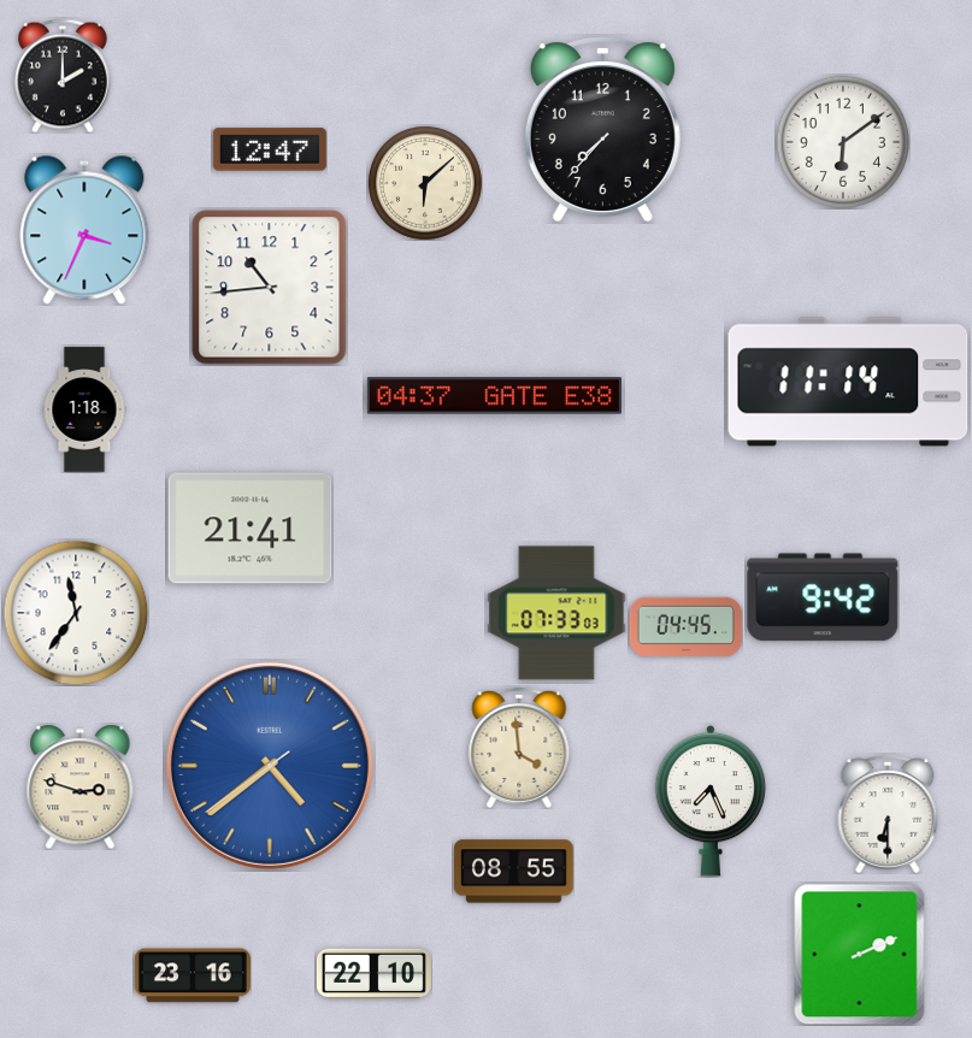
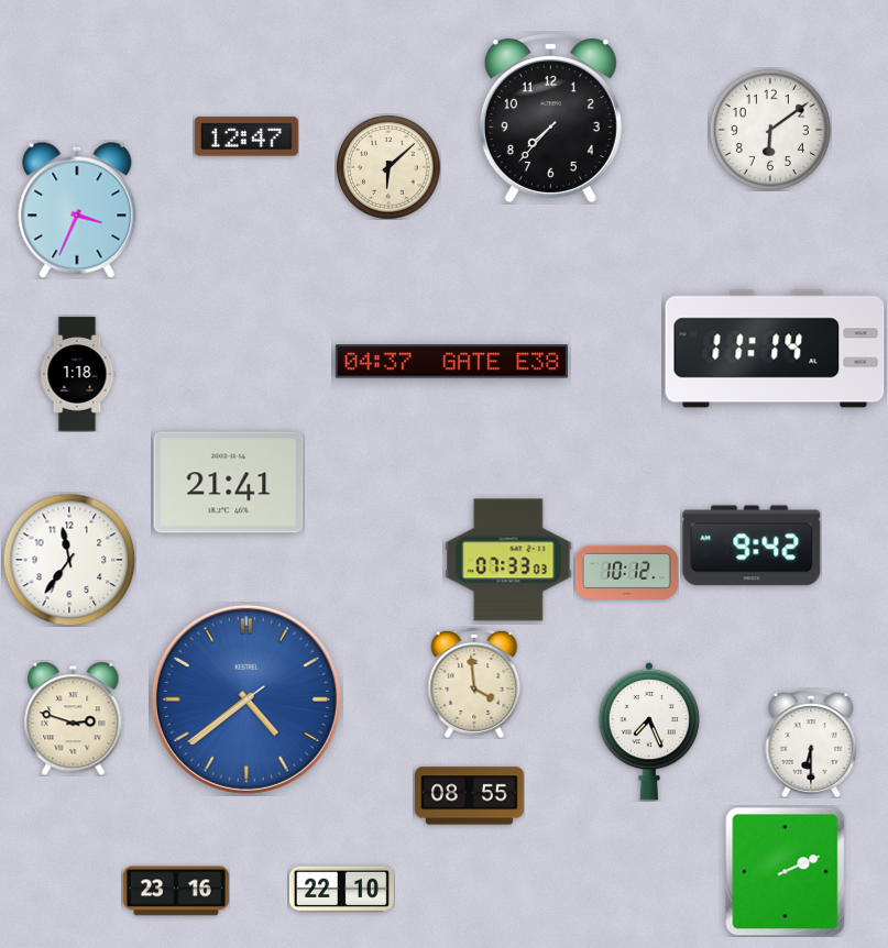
clock at (64, 76): 2:00 -> none
clock at (270, 288): 10:44 -> none
clock at (685, 626): 04:45 -> 10:12
